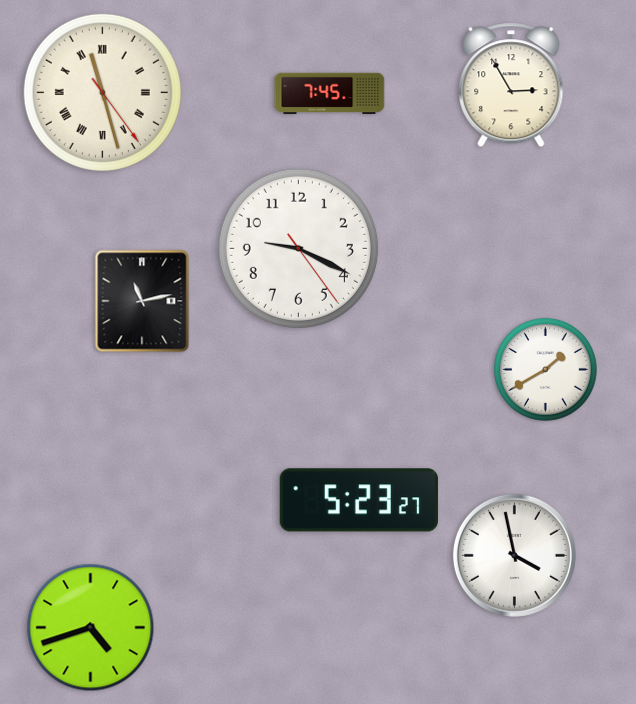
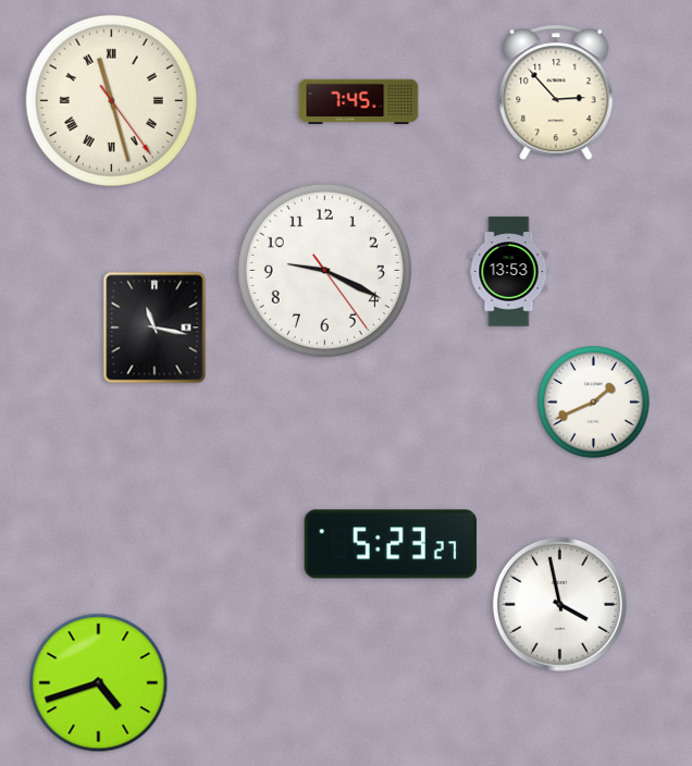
clock at (511, 85): 2:55 -> 2:53
clock at (509, 272): none -> 13:53
clock at (142, 301): 11:13 -> 11:17
clock at (545, 369): 1:40 -> 1:41
